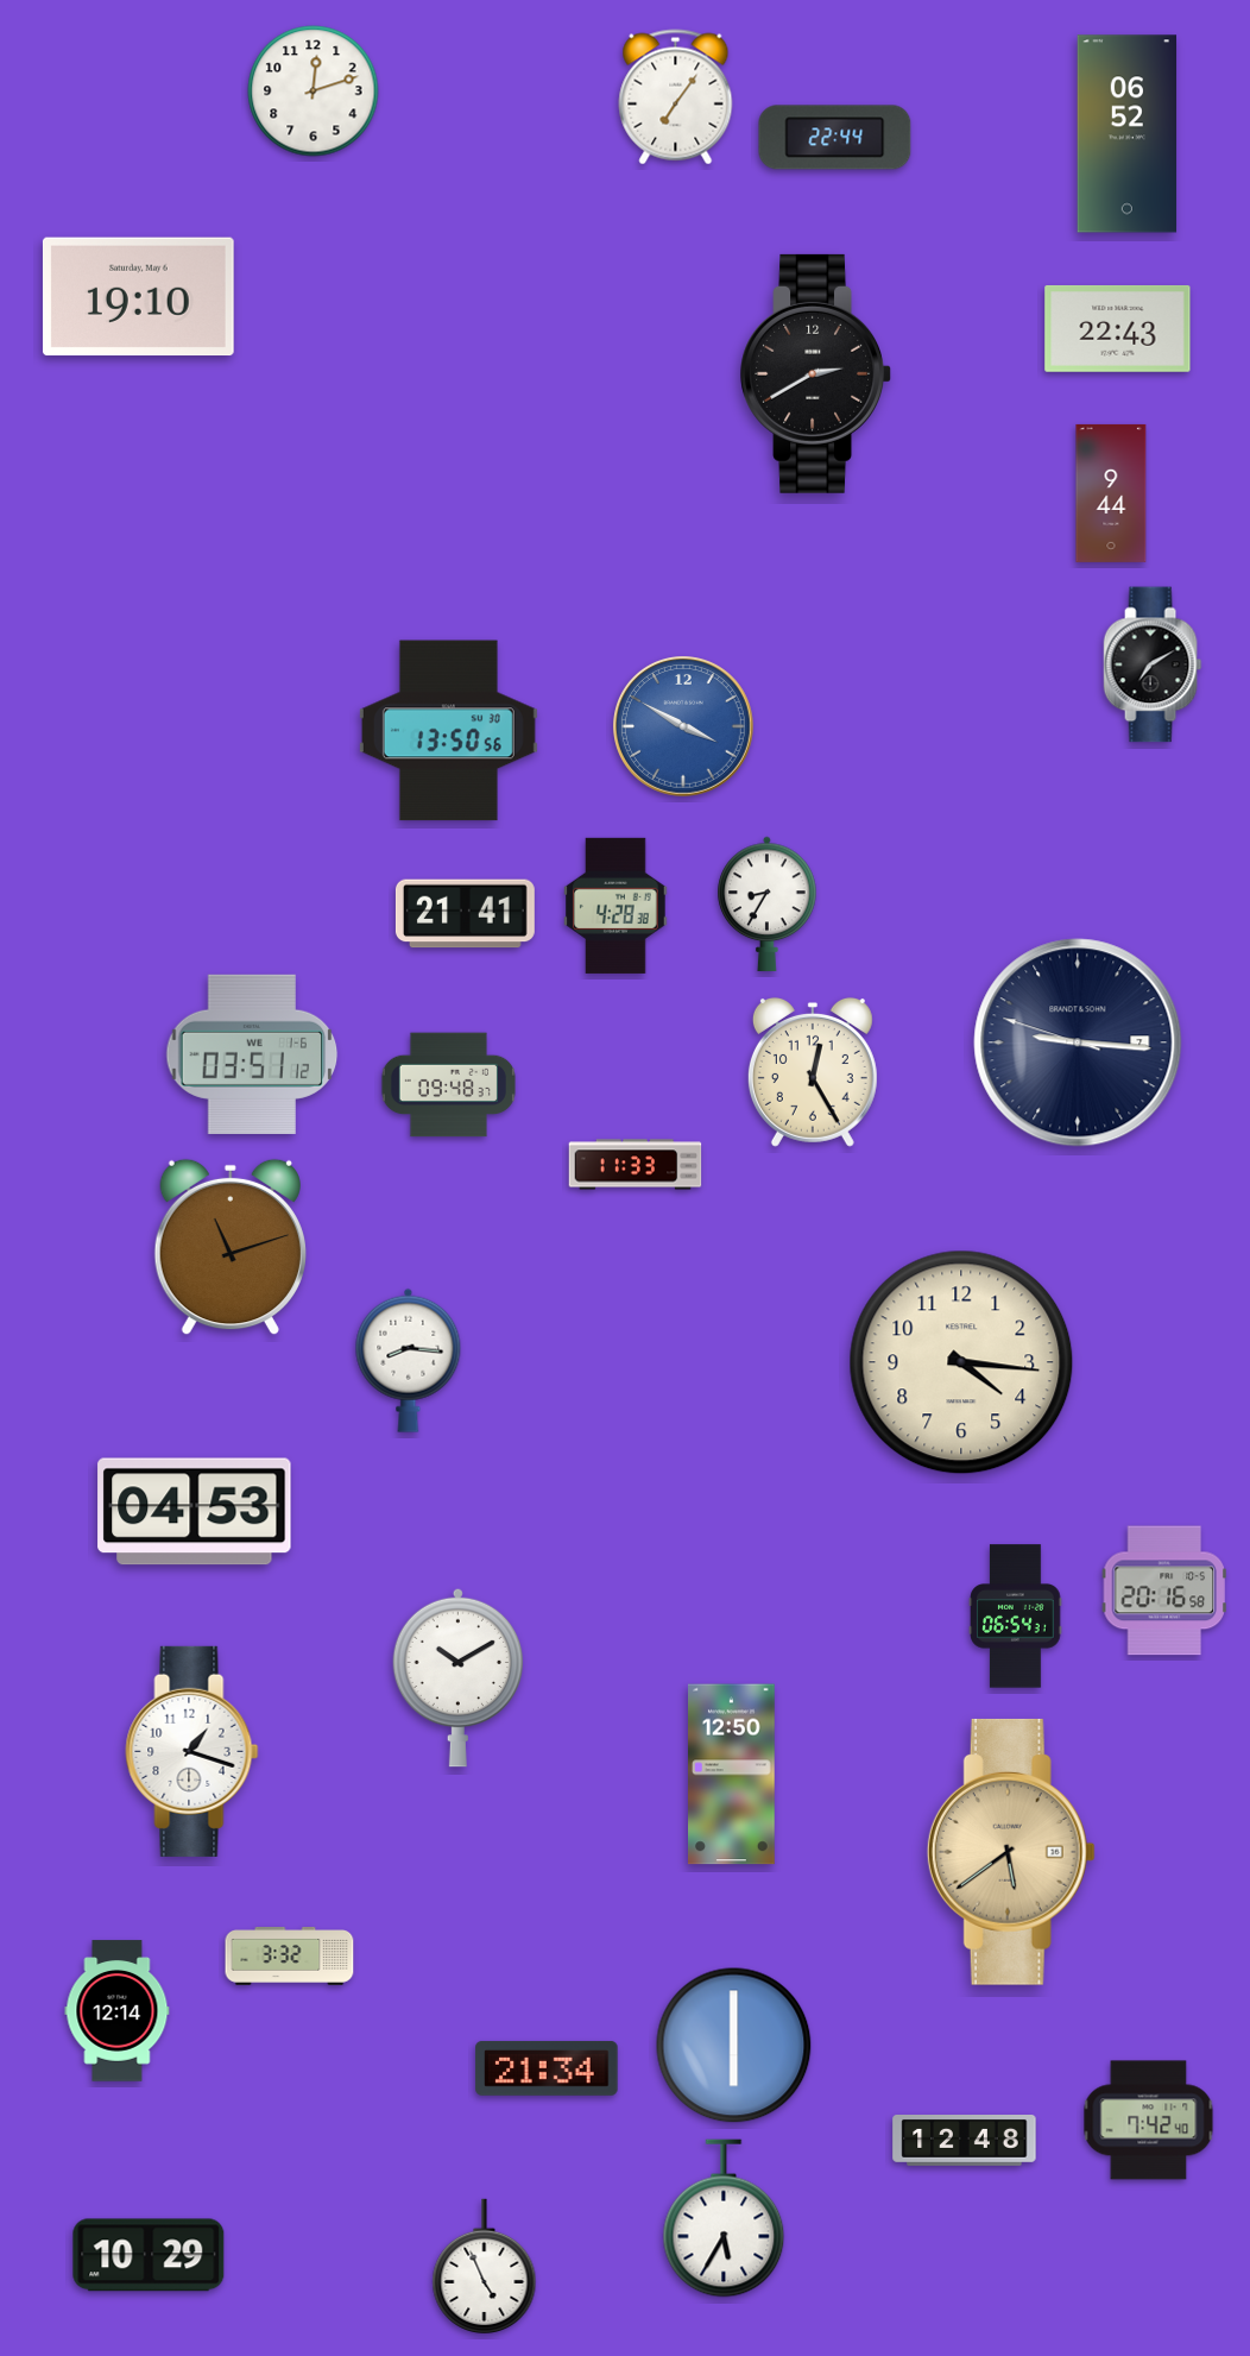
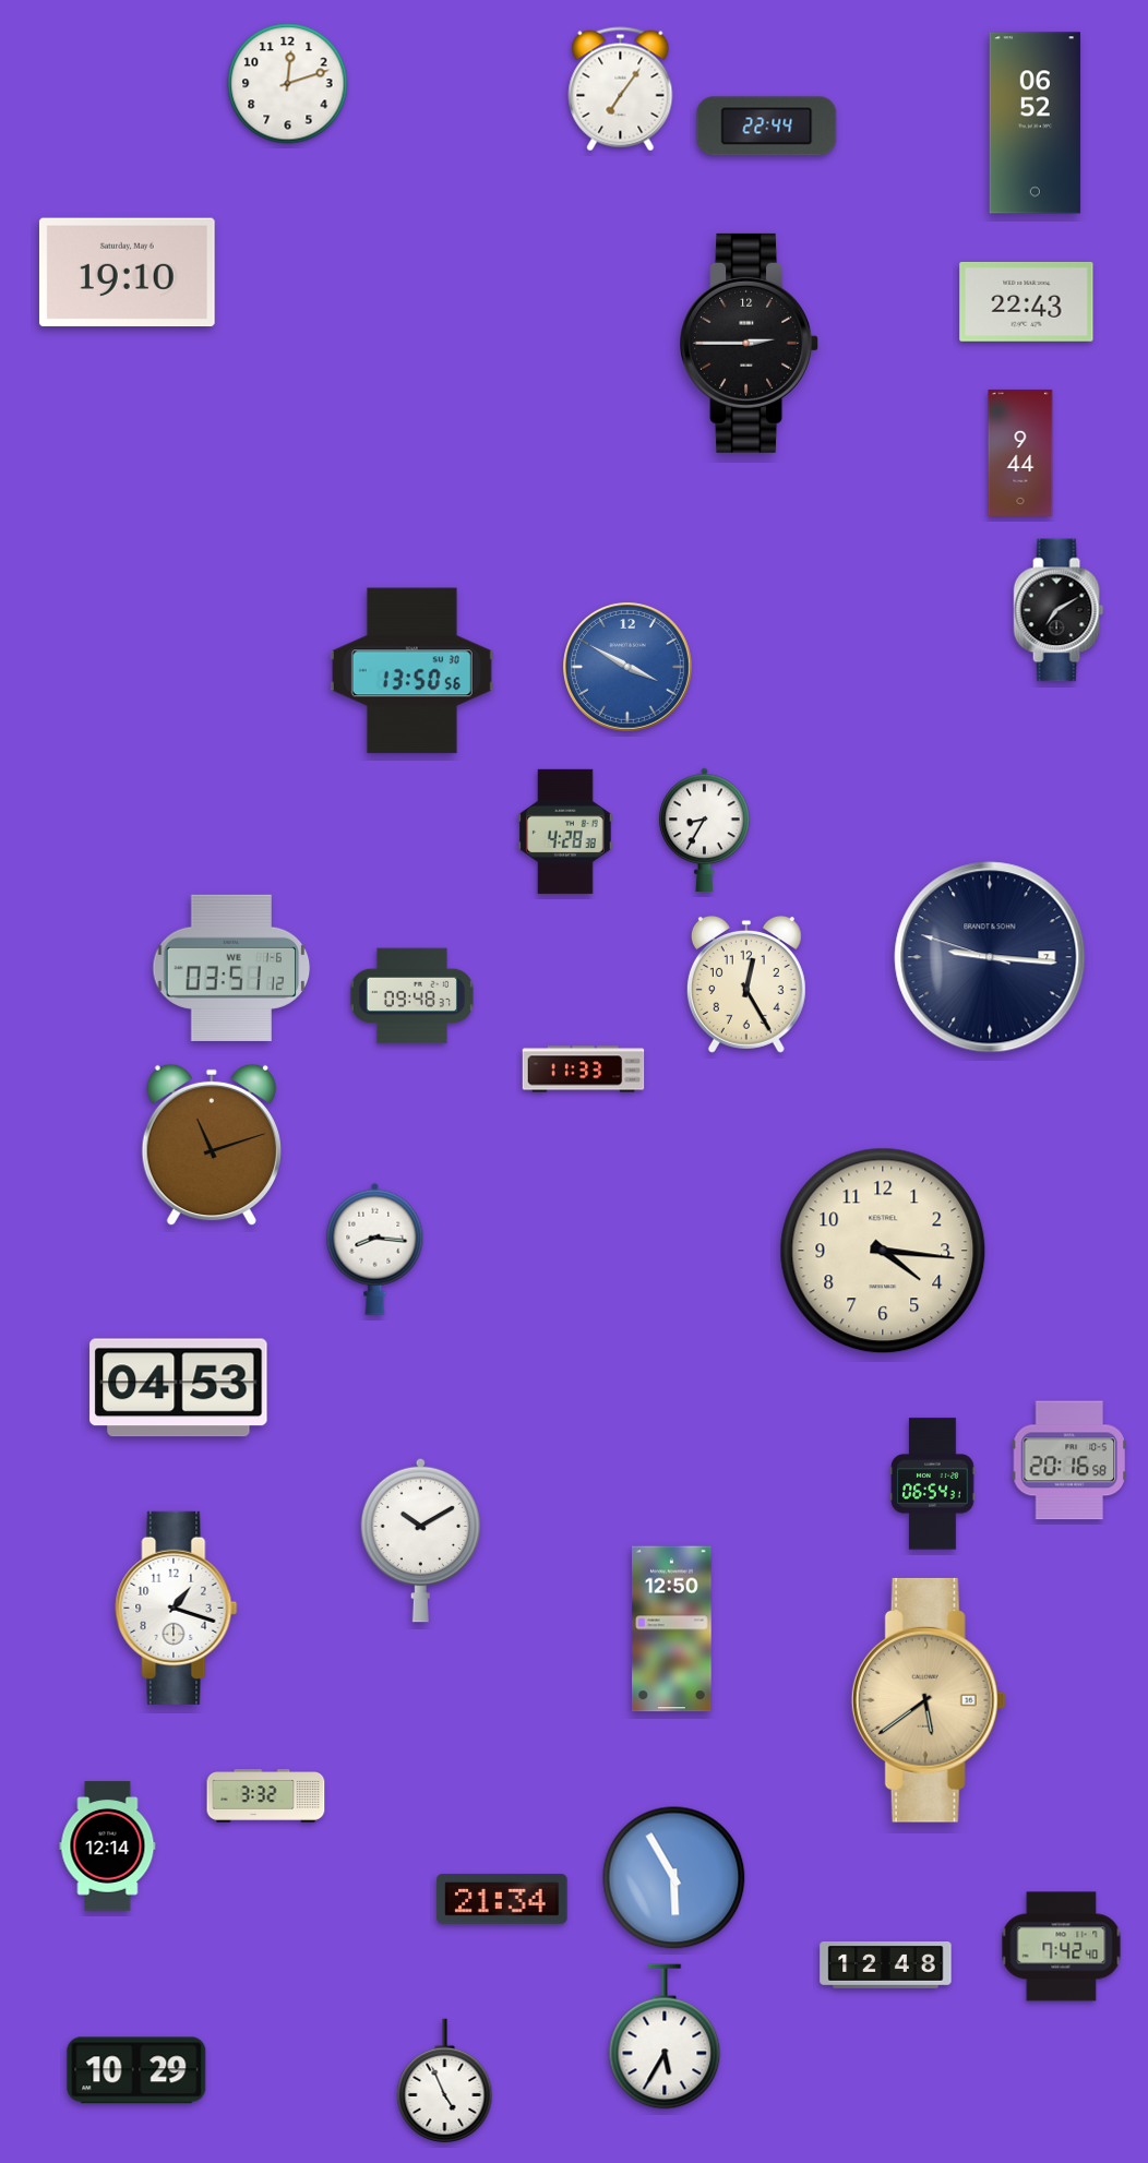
clock at (815, 373): 2:40 -> 2:45
clock at (465, 914): 21:41 -> none
clock at (734, 2046): 6:00 -> 5:55
clock at (1149, 2121) position: (1149, 2121) -> (1062, 1947)
